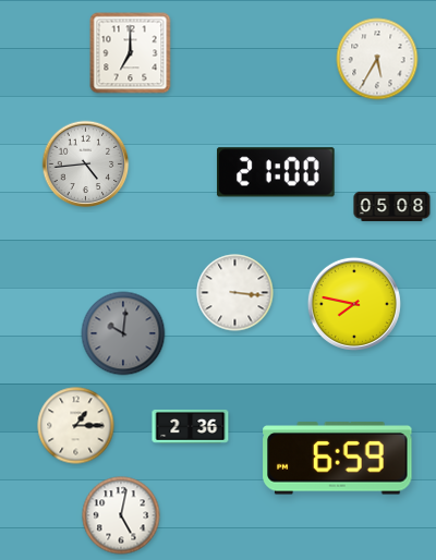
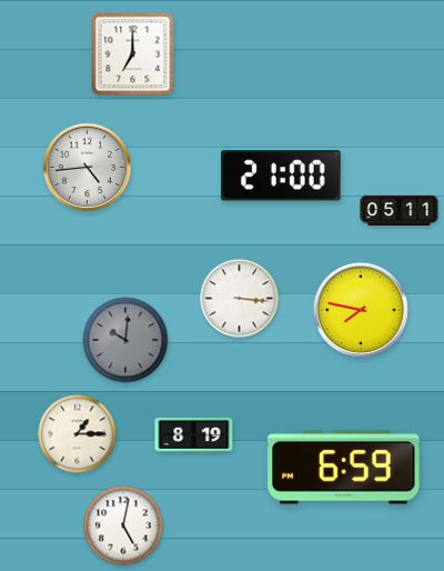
clock at (377, 59): 5:35 -> none
clock at (392, 206): 05:08 -> 05:11
clock at (191, 426): 2:36 -> 8:19
